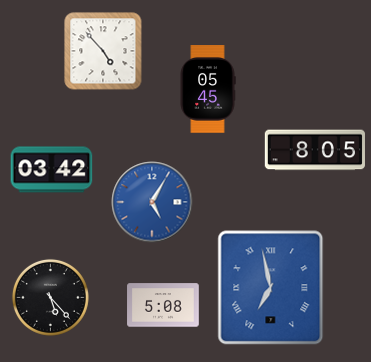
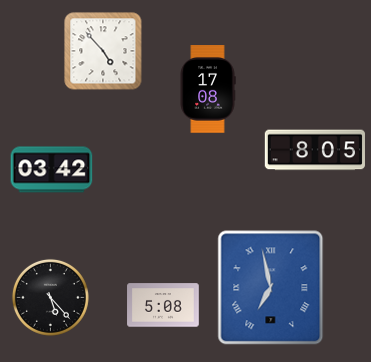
clock at (208, 89): 05:45 -> 17:08
clock at (152, 202): 5:05 -> none
